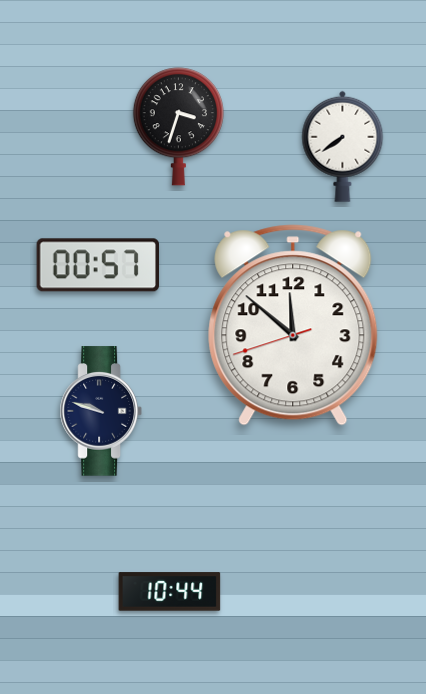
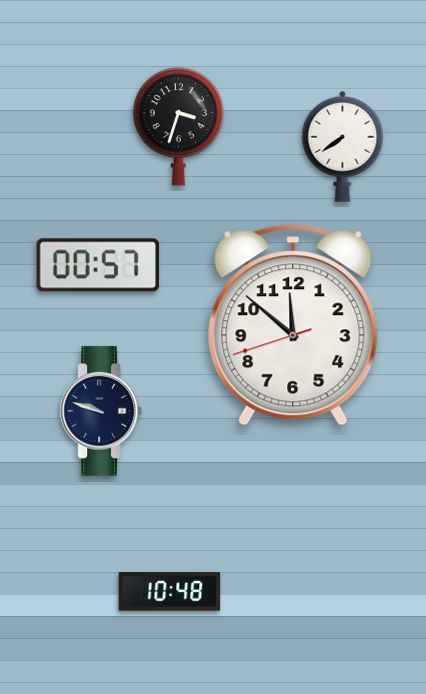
clock at (170, 592): 10:44 -> 10:48
